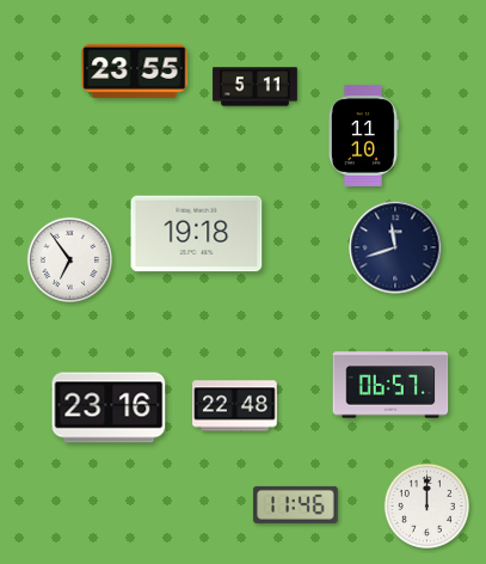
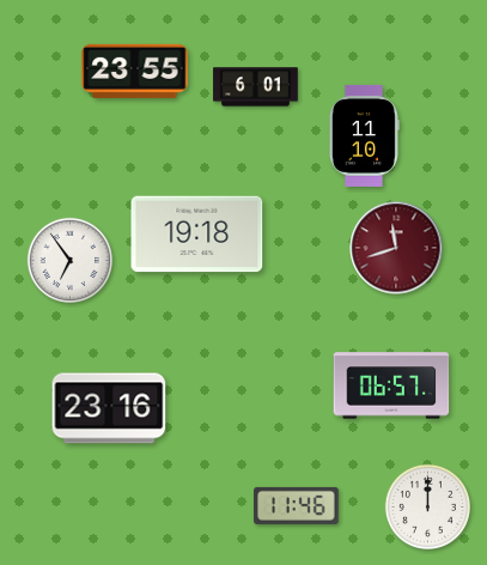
clock at (256, 87): 5:11 -> 6:01
clock at (395, 247) dial: navy -> burgundy
clock at (235, 406): 22:48 -> none
